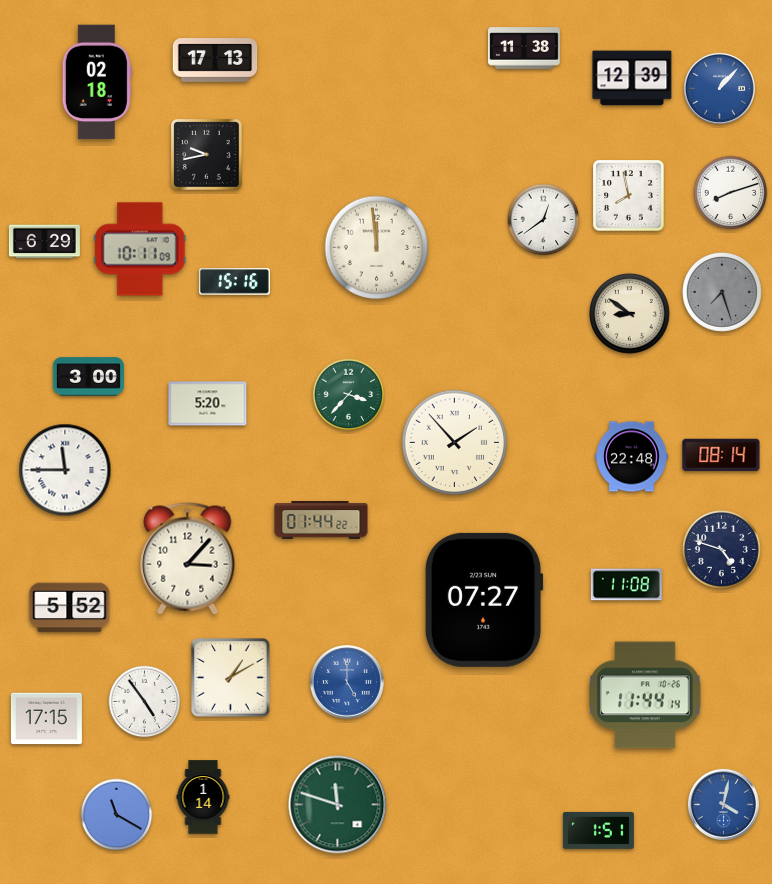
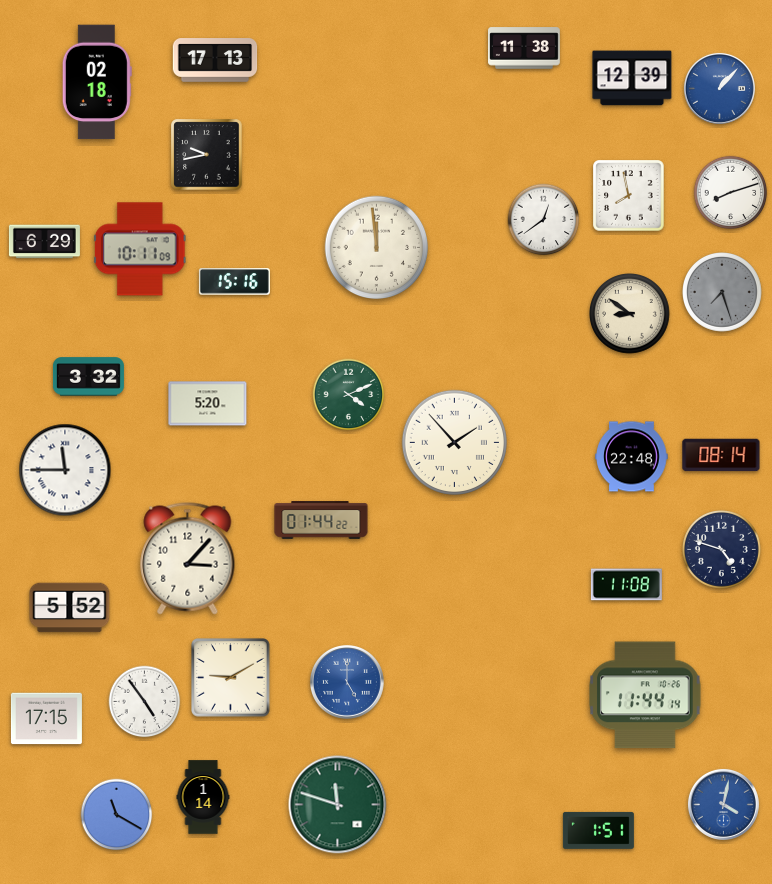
clock at (88, 377): 3:00 -> 3:32
clock at (349, 395): 3:37 -> 4:11
clock at (484, 600): 07:27 -> none
clock at (231, 678): 1:10 -> 9:10
